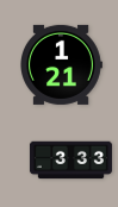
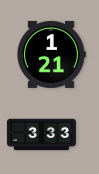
clock at (70, 161) position: (70, 161) -> (41, 135)
